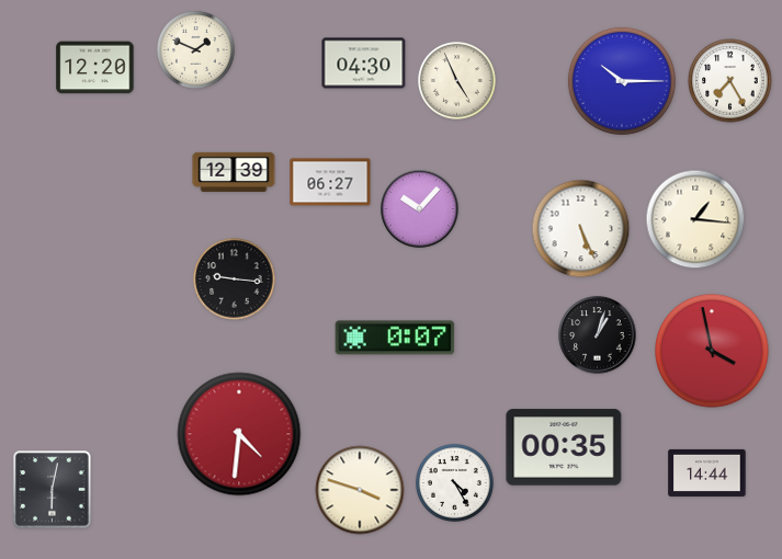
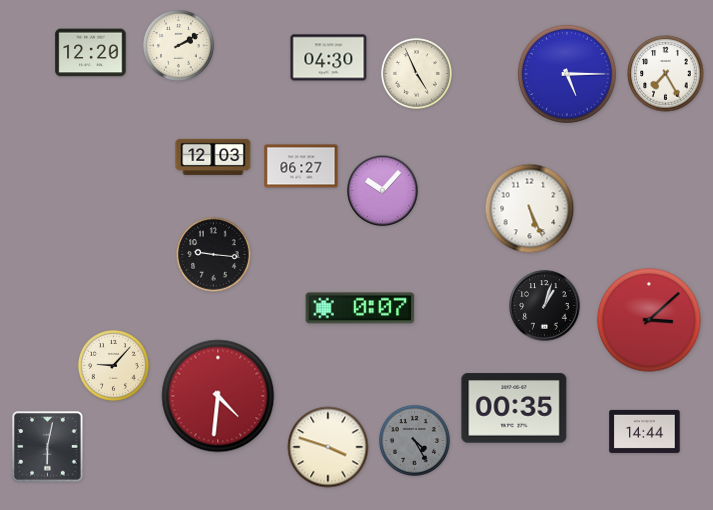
clock at (195, 49): 1:49 -> 2:10
clock at (364, 64) position: (364, 64) -> (329, 58)
clock at (95, 68) position: (95, 68) -> (91, 53)
clock at (622, 81): 10:15 -> 5:15
clock at (234, 172): 12:39 -> 12:03
clock at (695, 219): 1:16 -> none
clock at (712, 351): 3:58 -> 3:08
clock at (113, 365): none -> 9:07
clock at (454, 482) dial: white -> grey
